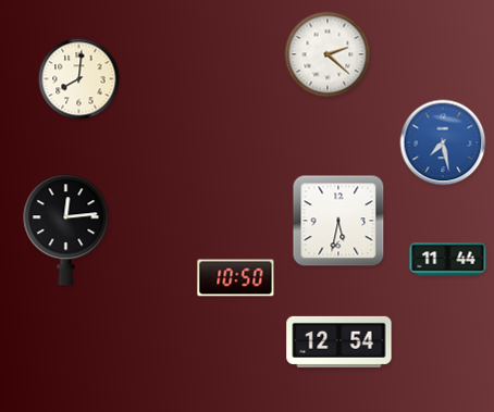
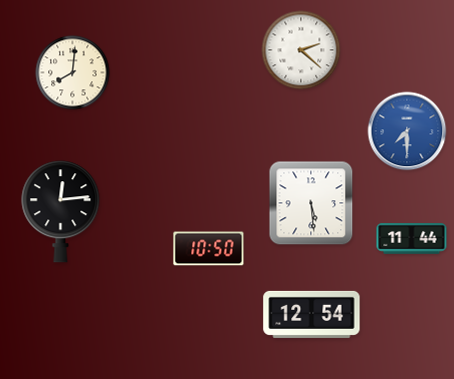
clock at (443, 142): 7:28 -> 7:30
clock at (338, 221): 5:32 -> 5:29
clock at (236, 278) position: (236, 278) -> (209, 249)
